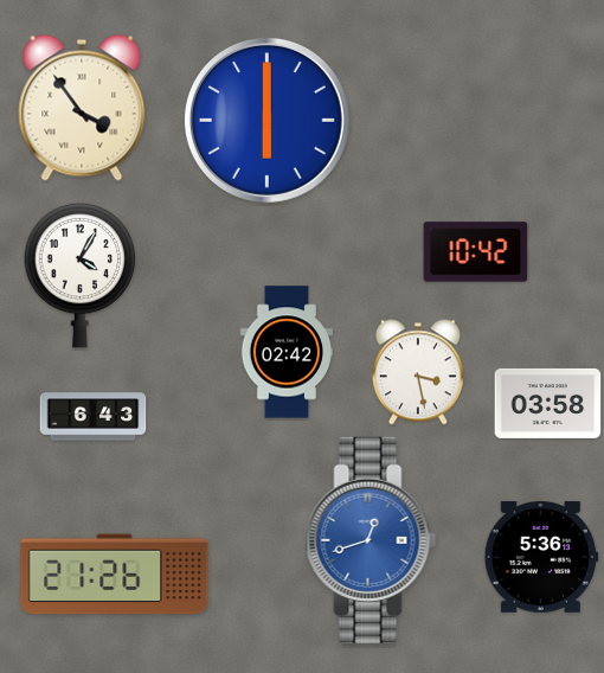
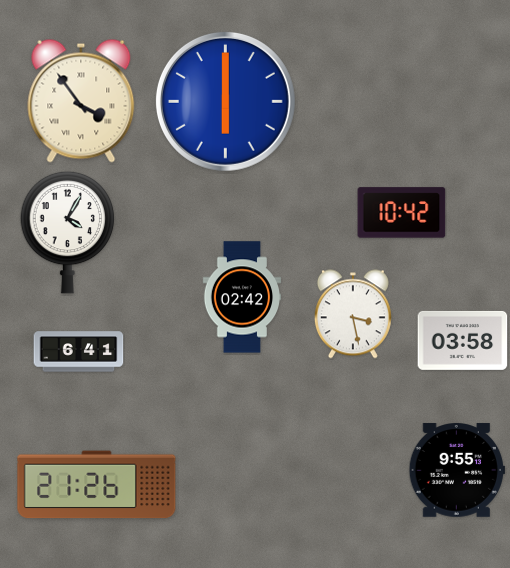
clock at (82, 108) position: (82, 108) -> (81, 101)
clock at (94, 417): 6:43 -> 6:41
clock at (371, 540): 12:42 -> none
clock at (541, 557): 5:36 -> 9:55
